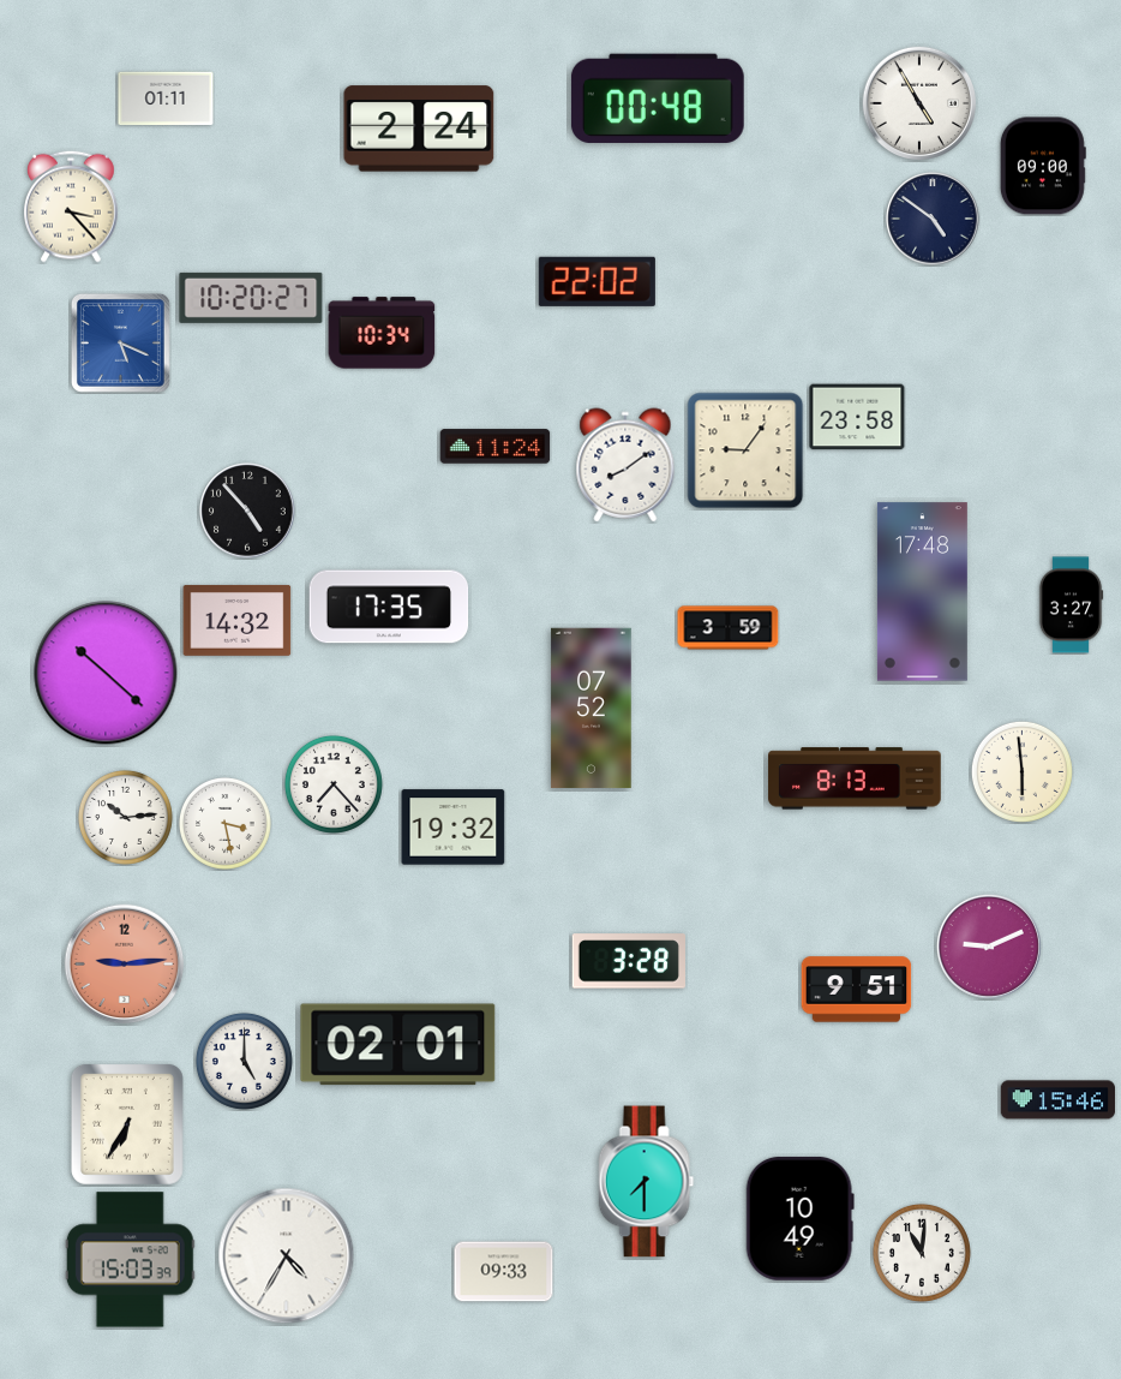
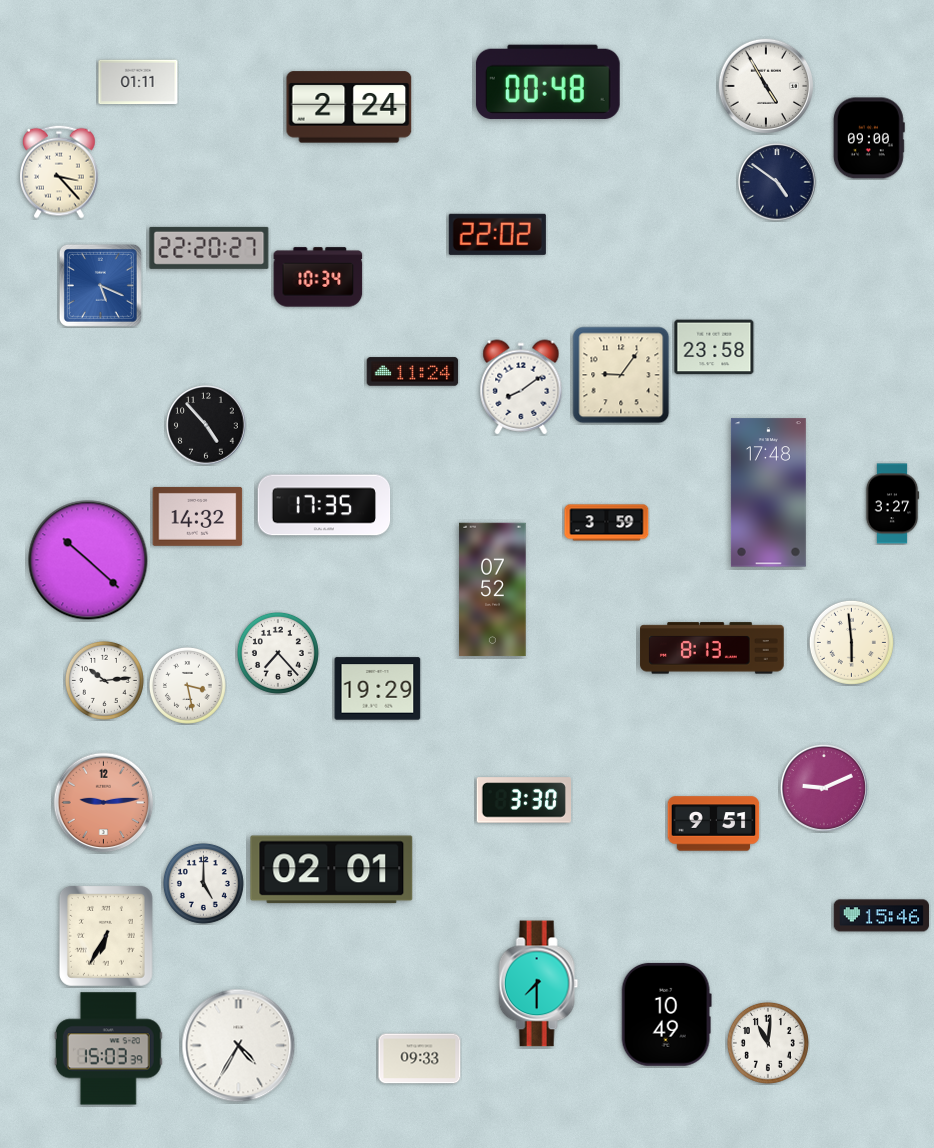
clock at (251, 298): 10:20 -> 22:20
clock at (454, 828): 19:32 -> 19:29
clock at (628, 961): 3:28 -> 3:30
